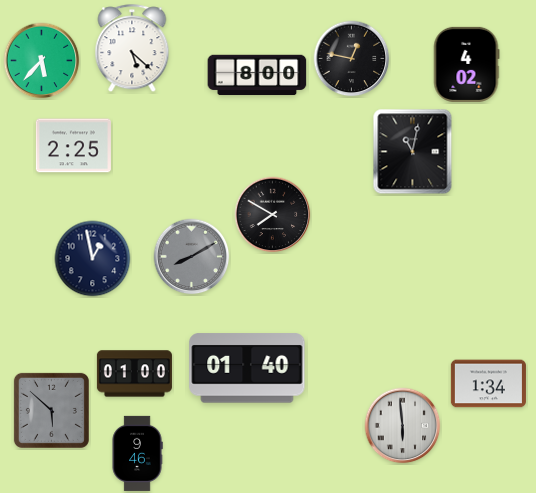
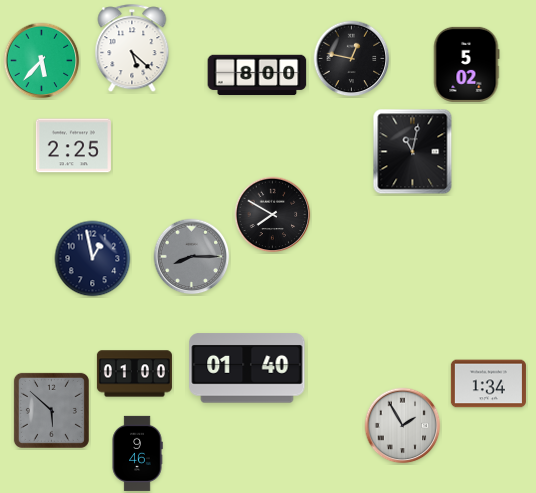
clock at (466, 64): 4:02 -> 5:02
clock at (192, 257): 8:10 -> 8:15
clock at (403, 426): 5:59 -> 1:55
